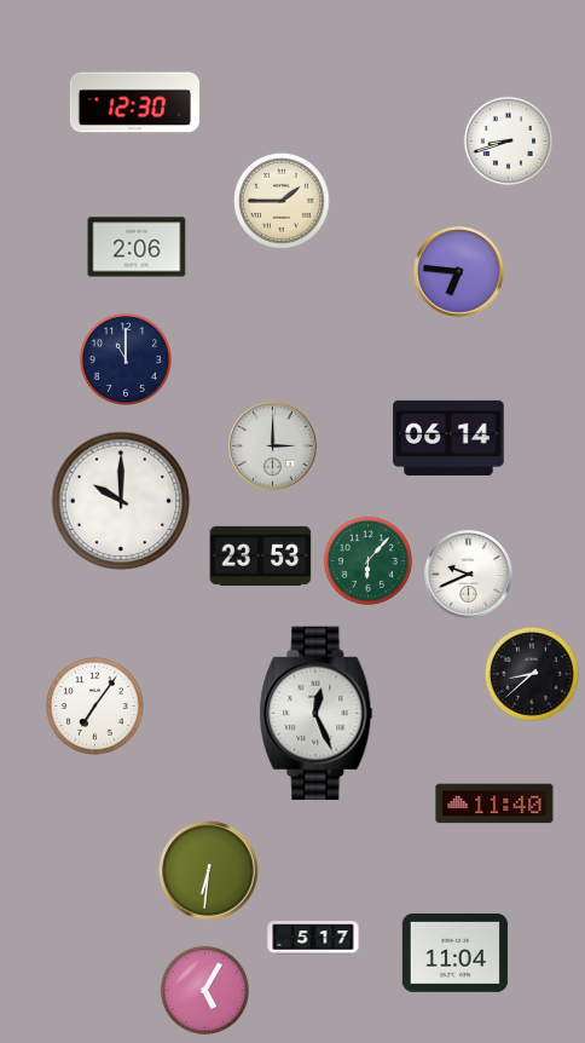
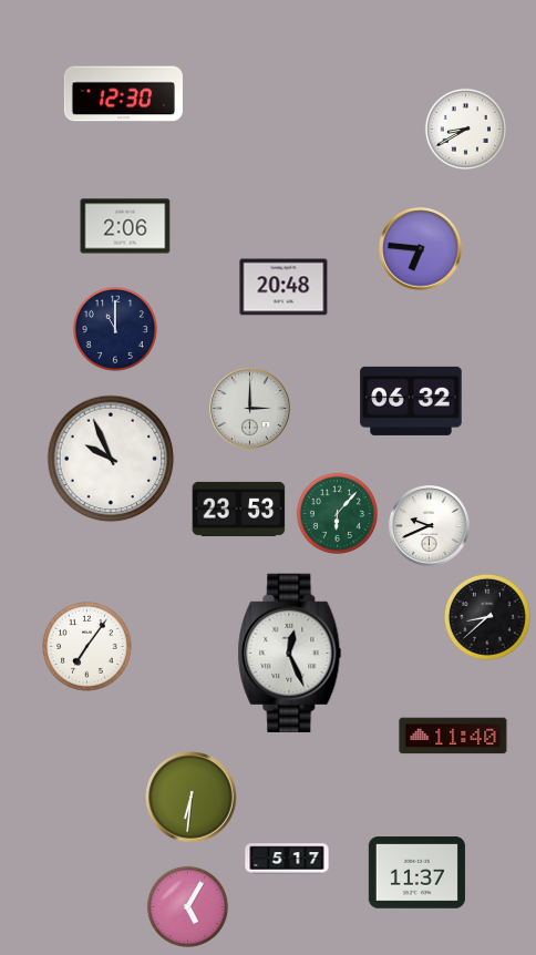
clock at (508, 140): 8:42 -> 8:40
clock at (283, 202): 1:45 -> none
clock at (284, 287): none -> 20:48
clock at (448, 438): 06:14 -> 06:32
clock at (121, 501): 10:00 -> 9:56
clock at (454, 953): 11:04 -> 11:37
